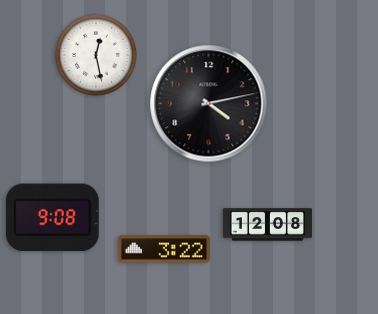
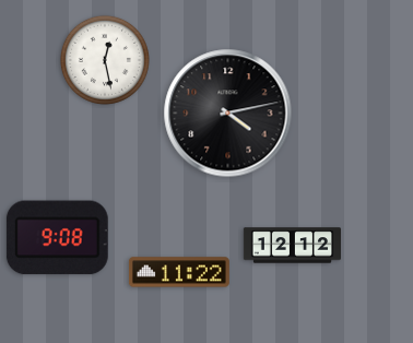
clock at (268, 225): 12:08 -> 12:12
clock at (164, 249): 3:22 -> 11:22
